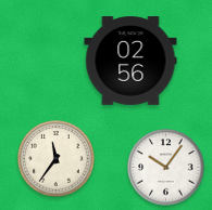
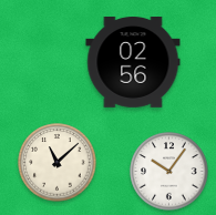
clock at (57, 159): 11:36 -> 11:08
